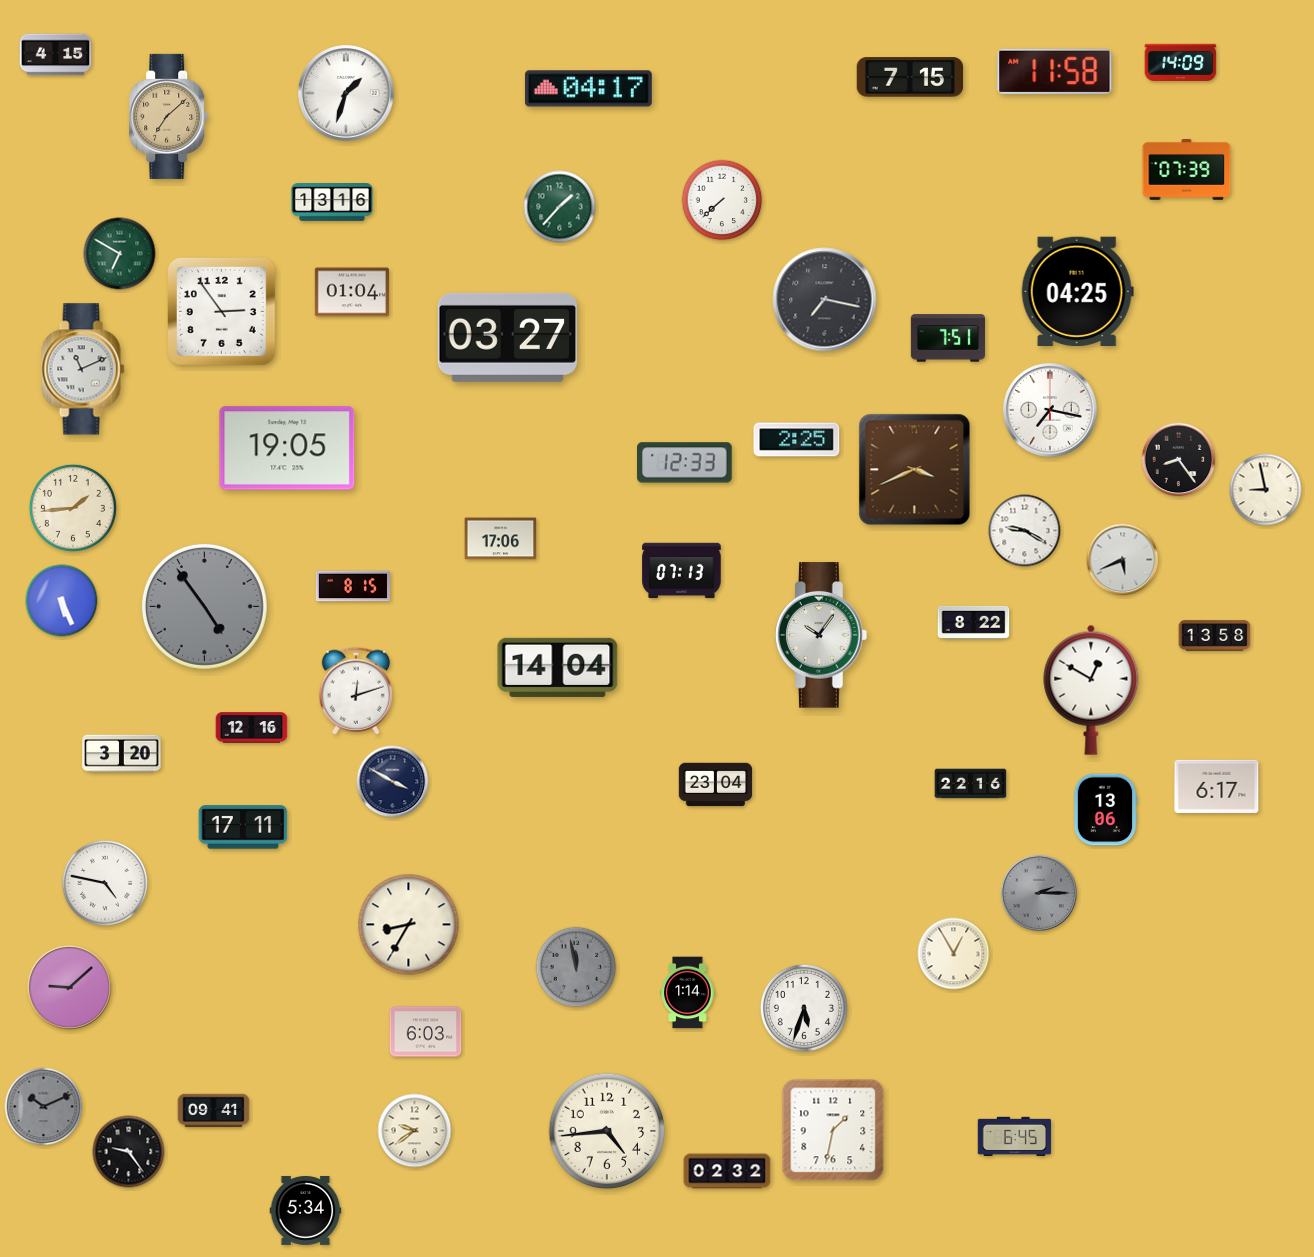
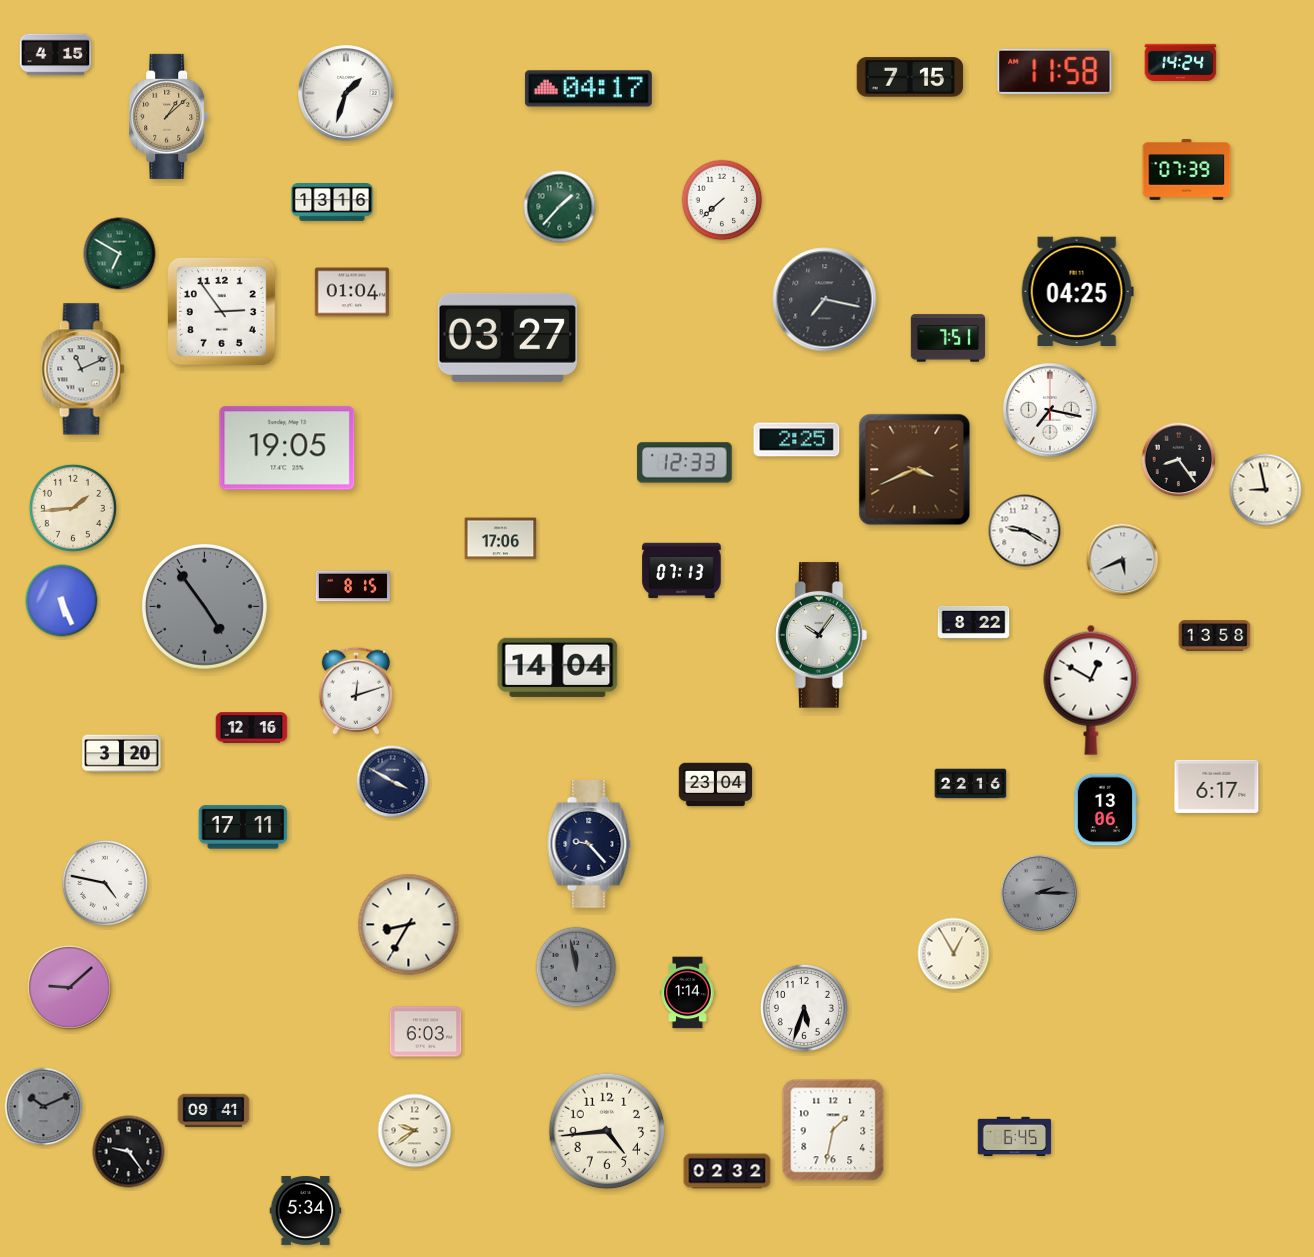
clock at (1181, 62): 14:09 -> 14:24
clock at (169, 116): 7:08 -> 1:08
clock at (589, 845): none -> 9:23
